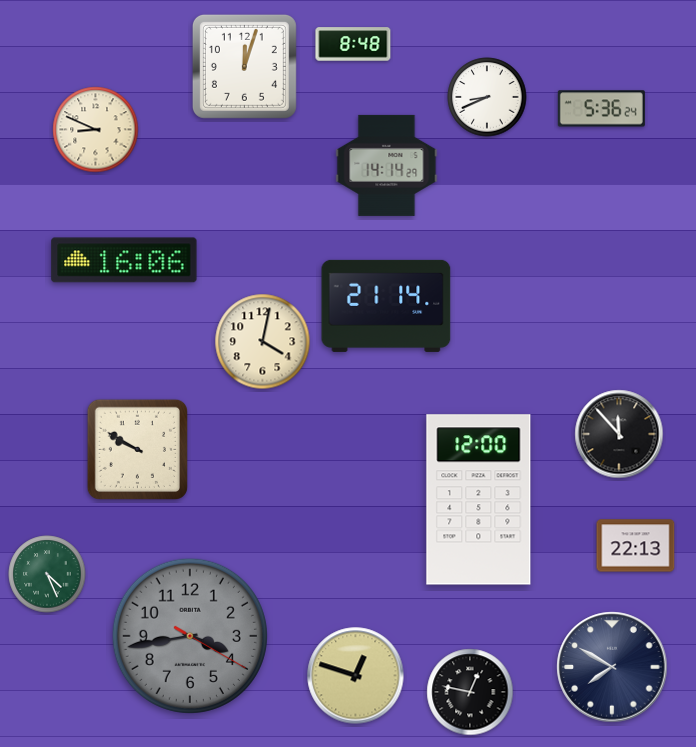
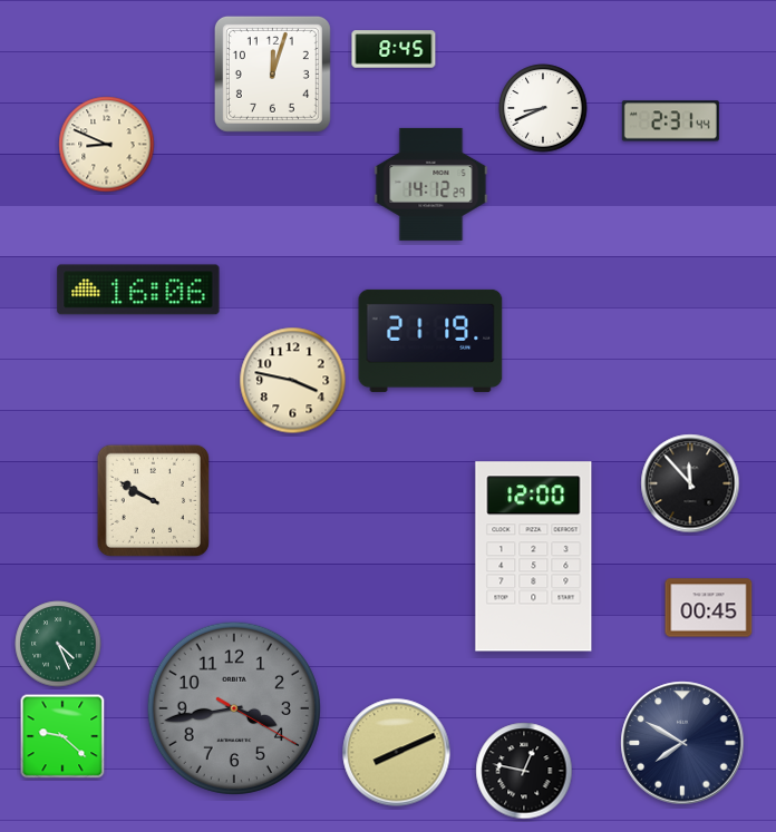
clock at (353, 44): 8:48 -> 8:45
clock at (601, 109): 5:36 -> 2:31
clock at (387, 165): 14:14 -> 14:12
clock at (386, 306): 21:14 -> 21:19
clock at (263, 342): 4:02 -> 3:47
clock at (636, 546): 22:13 -> 00:45
clock at (47, 574) position: (47, 574) -> (58, 644)
clock at (190, 636) position: (190, 636) -> (234, 708)
clock at (62, 736): none -> 9:22
clock at (356, 676): 12:48 -> 8:11
